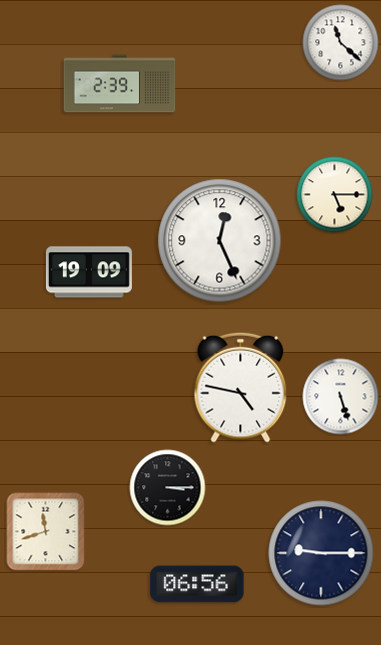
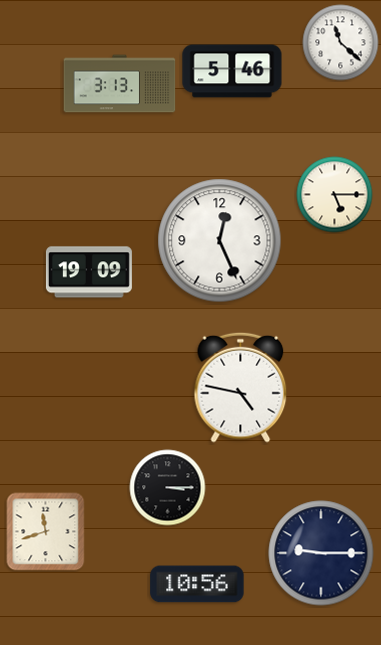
clock at (232, 71): none -> 5:46
clock at (120, 84): 2:39 -> 3:13
clock at (341, 397): 5:27 -> none
clock at (197, 584): 06:56 -> 10:56
